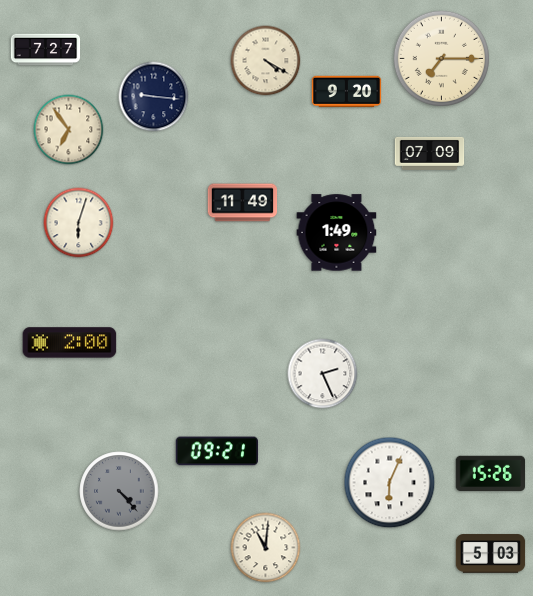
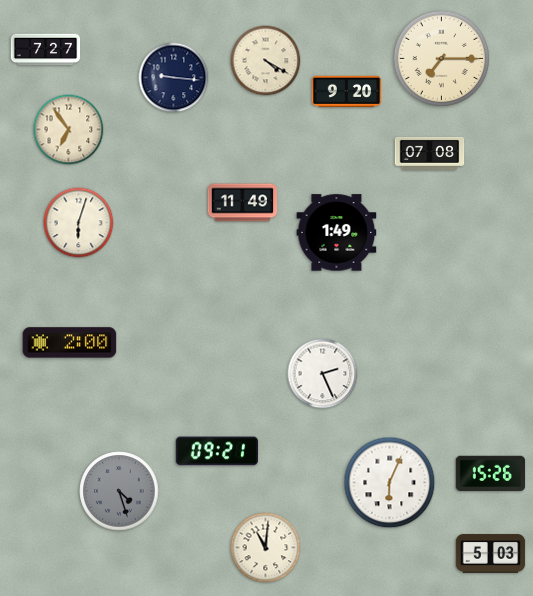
clock at (154, 97) position: (154, 97) -> (174, 78)
clock at (430, 153): 07:09 -> 07:08
clock at (119, 491): 4:23 -> 4:27
